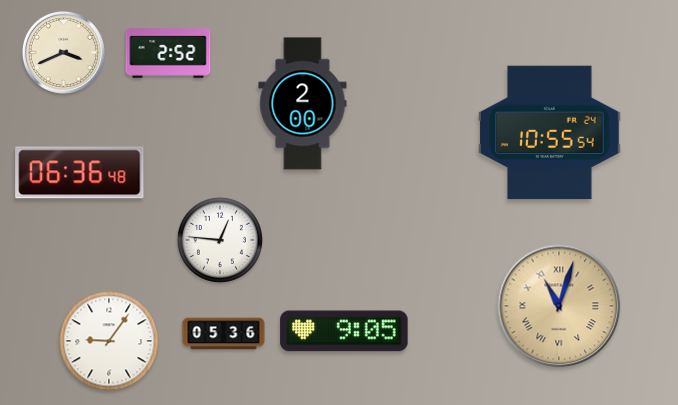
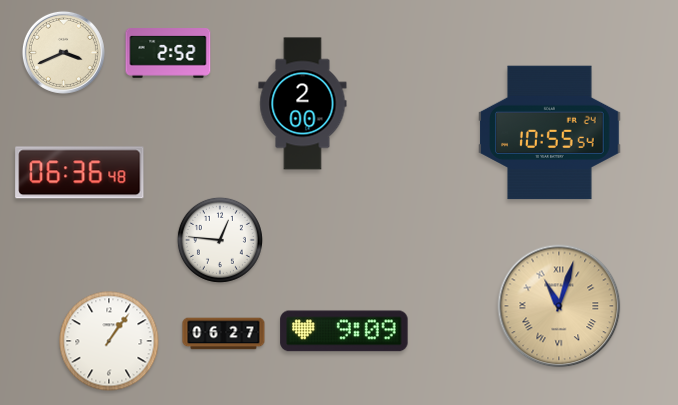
clock at (344, 331): 9:05 -> 9:09
clock at (224, 334): 05:36 -> 06:27
clock at (109, 341): 9:06 -> 1:06
